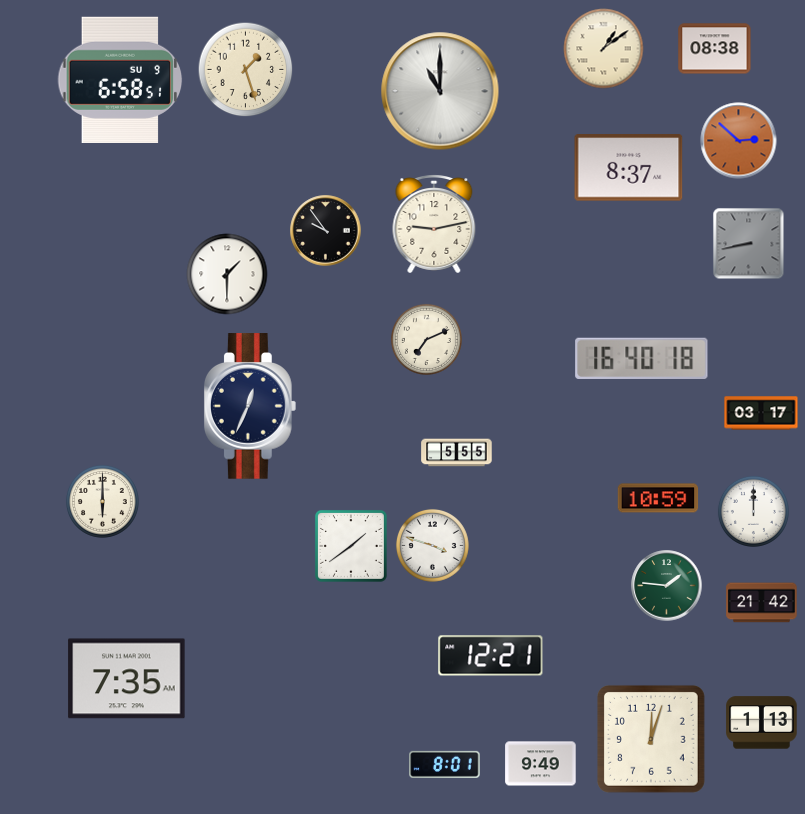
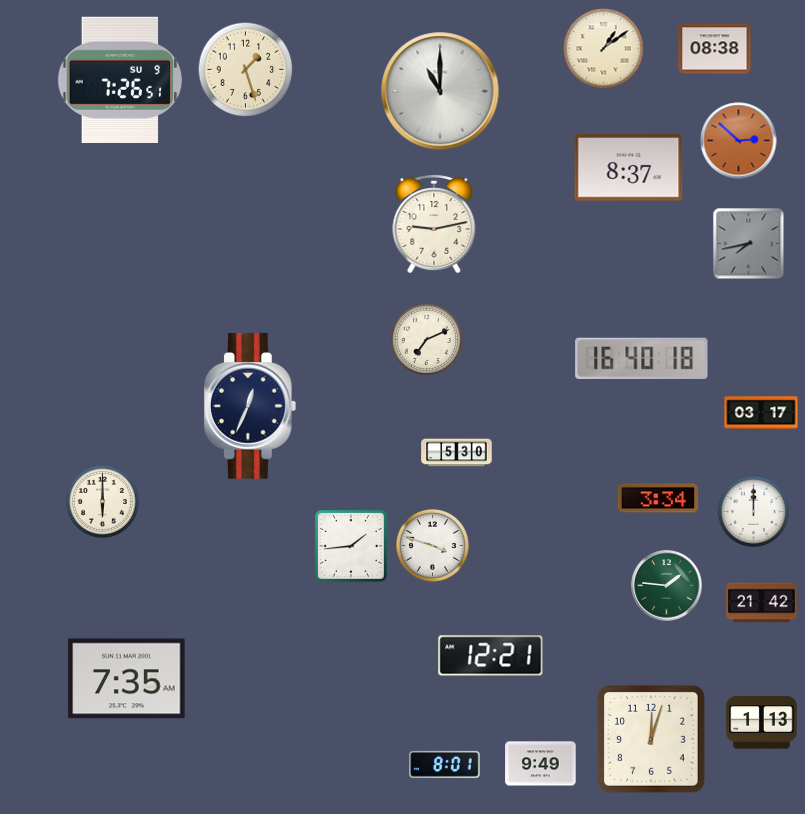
clock at (120, 80): 6:58 -> 7:26
clock at (326, 231): 9:54 -> none
clock at (749, 244): 8:43 -> 7:43
clock at (227, 274): 1:30 -> none
clock at (457, 453): 5:55 -> 5:30
clock at (658, 498): 10:59 -> 3:34
clock at (351, 546): 1:39 -> 1:44
